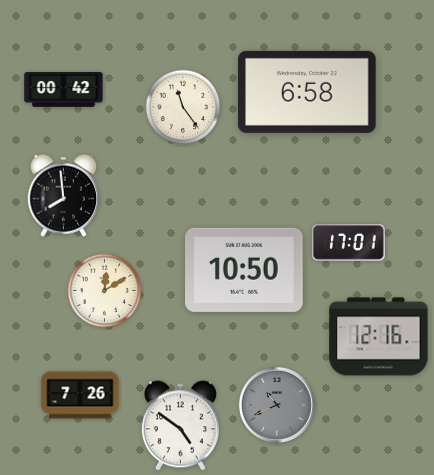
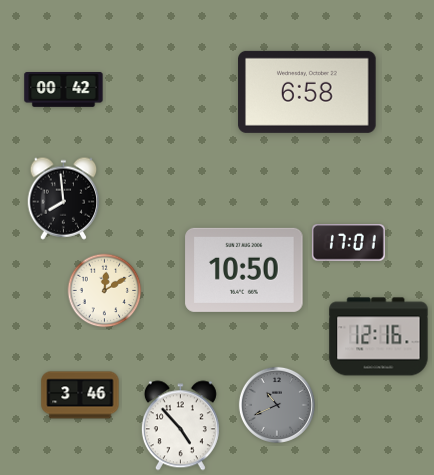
clock at (183, 107): 11:24 -> none
clock at (64, 195) position: (64, 195) -> (64, 198)
clock at (80, 395): 7:26 -> 3:46
clock at (180, 426): 4:51 -> 4:53
